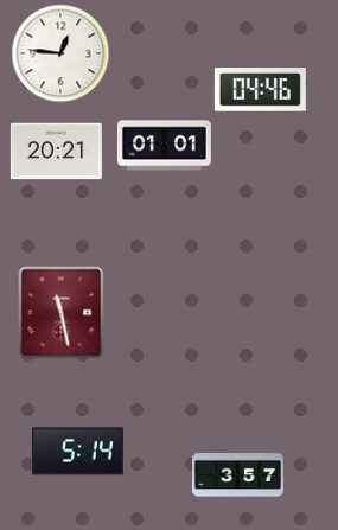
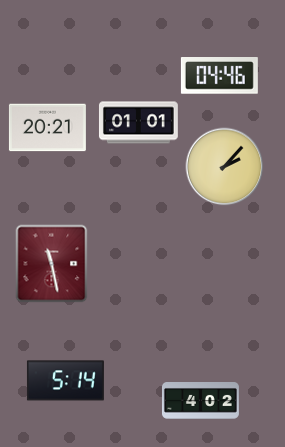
clock at (60, 53): 12:46 -> none
clock at (224, 166): none -> 2:07
clock at (237, 475): 3:57 -> 4:02
